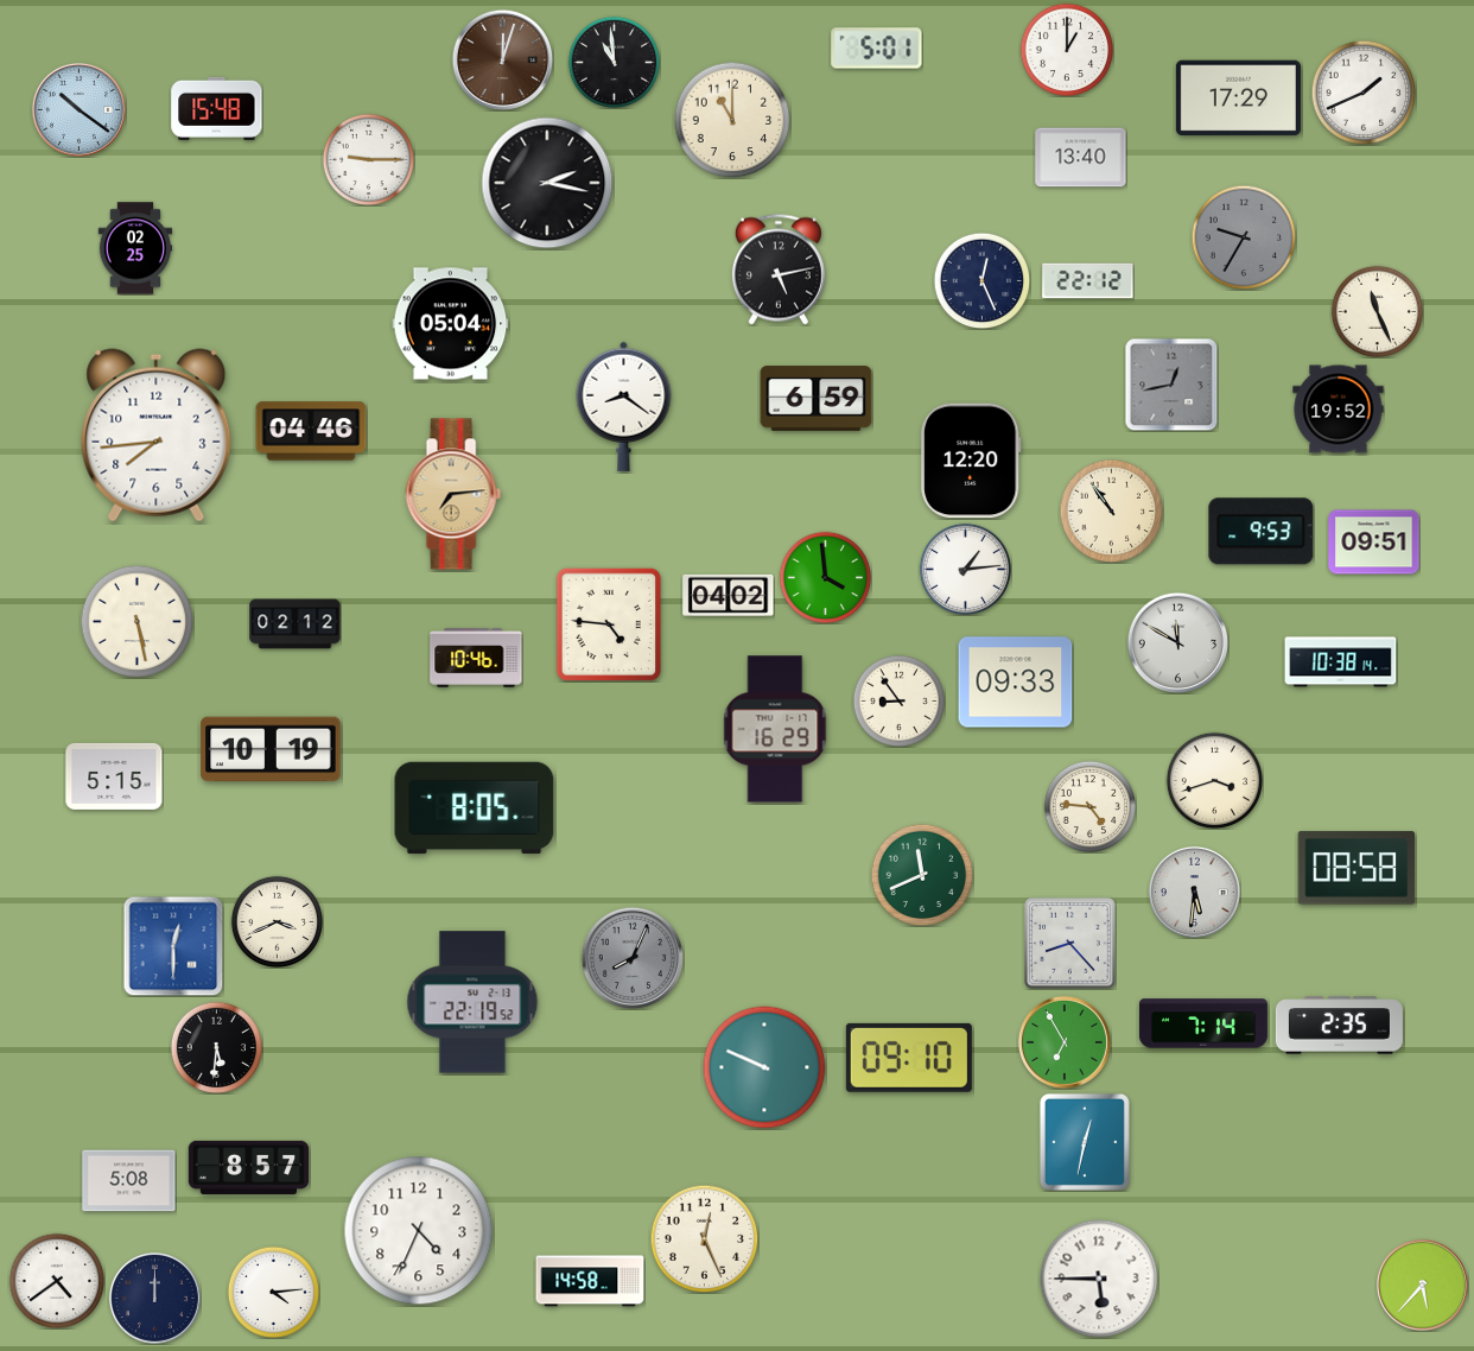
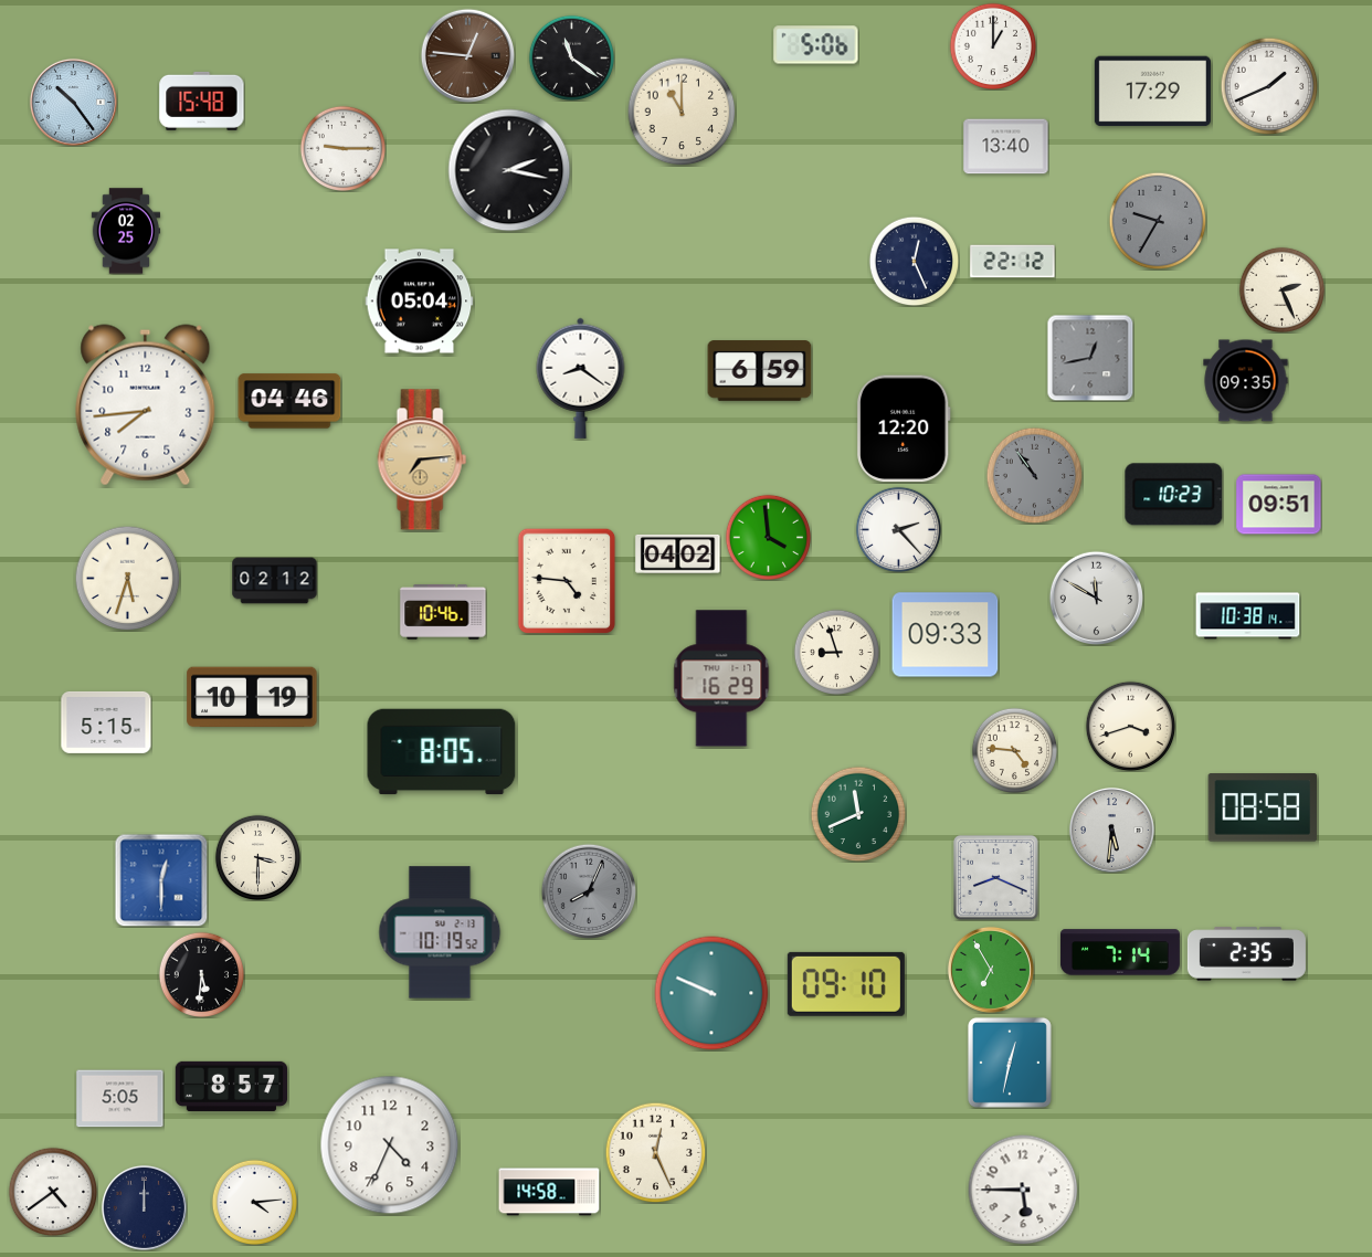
clock at (877, 49): 5:01 -> 5:06
clock at (502, 59): 12:03 -> 12:46
clock at (614, 62): 10:59 -> 11:21
clock at (78, 109): 10:21 -> 10:24
clock at (779, 269): 5:13 -> none
clock at (1377, 311): 11:26 -> 2:26
clock at (1339, 410): 19:52 -> 09:35
clock at (1111, 510) dial: cream -> grey
clock at (1262, 532): 9:53 -> 10:23
clock at (965, 569): 1:14 -> 2:23
clock at (136, 621): 5:28 -> 5:33
clock at (898, 700): 8:54 -> 8:57
clock at (277, 921): 3:41 -> 3:30
clock at (1070, 944): 8:23 -> 8:19
clock at (472, 1002): 22:19 -> 10:19
clock at (129, 1181): 5:08 -> 5:05
clock at (1422, 1285): 5:37 -> none
